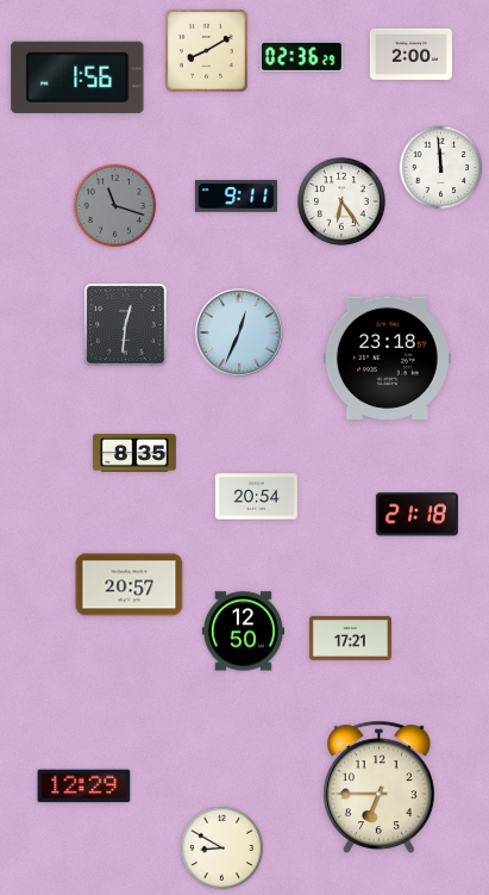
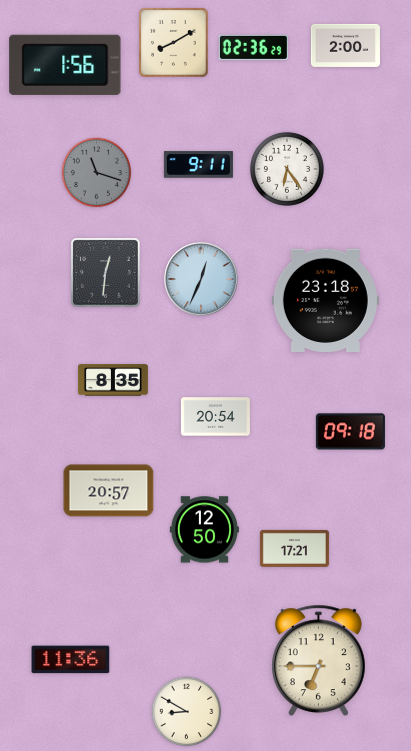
clock at (441, 168): 11:59 -> none
clock at (416, 515): 21:18 -> 09:18
clock at (350, 638) position: (350, 638) -> (294, 548)
clock at (84, 787): 12:29 -> 11:36
